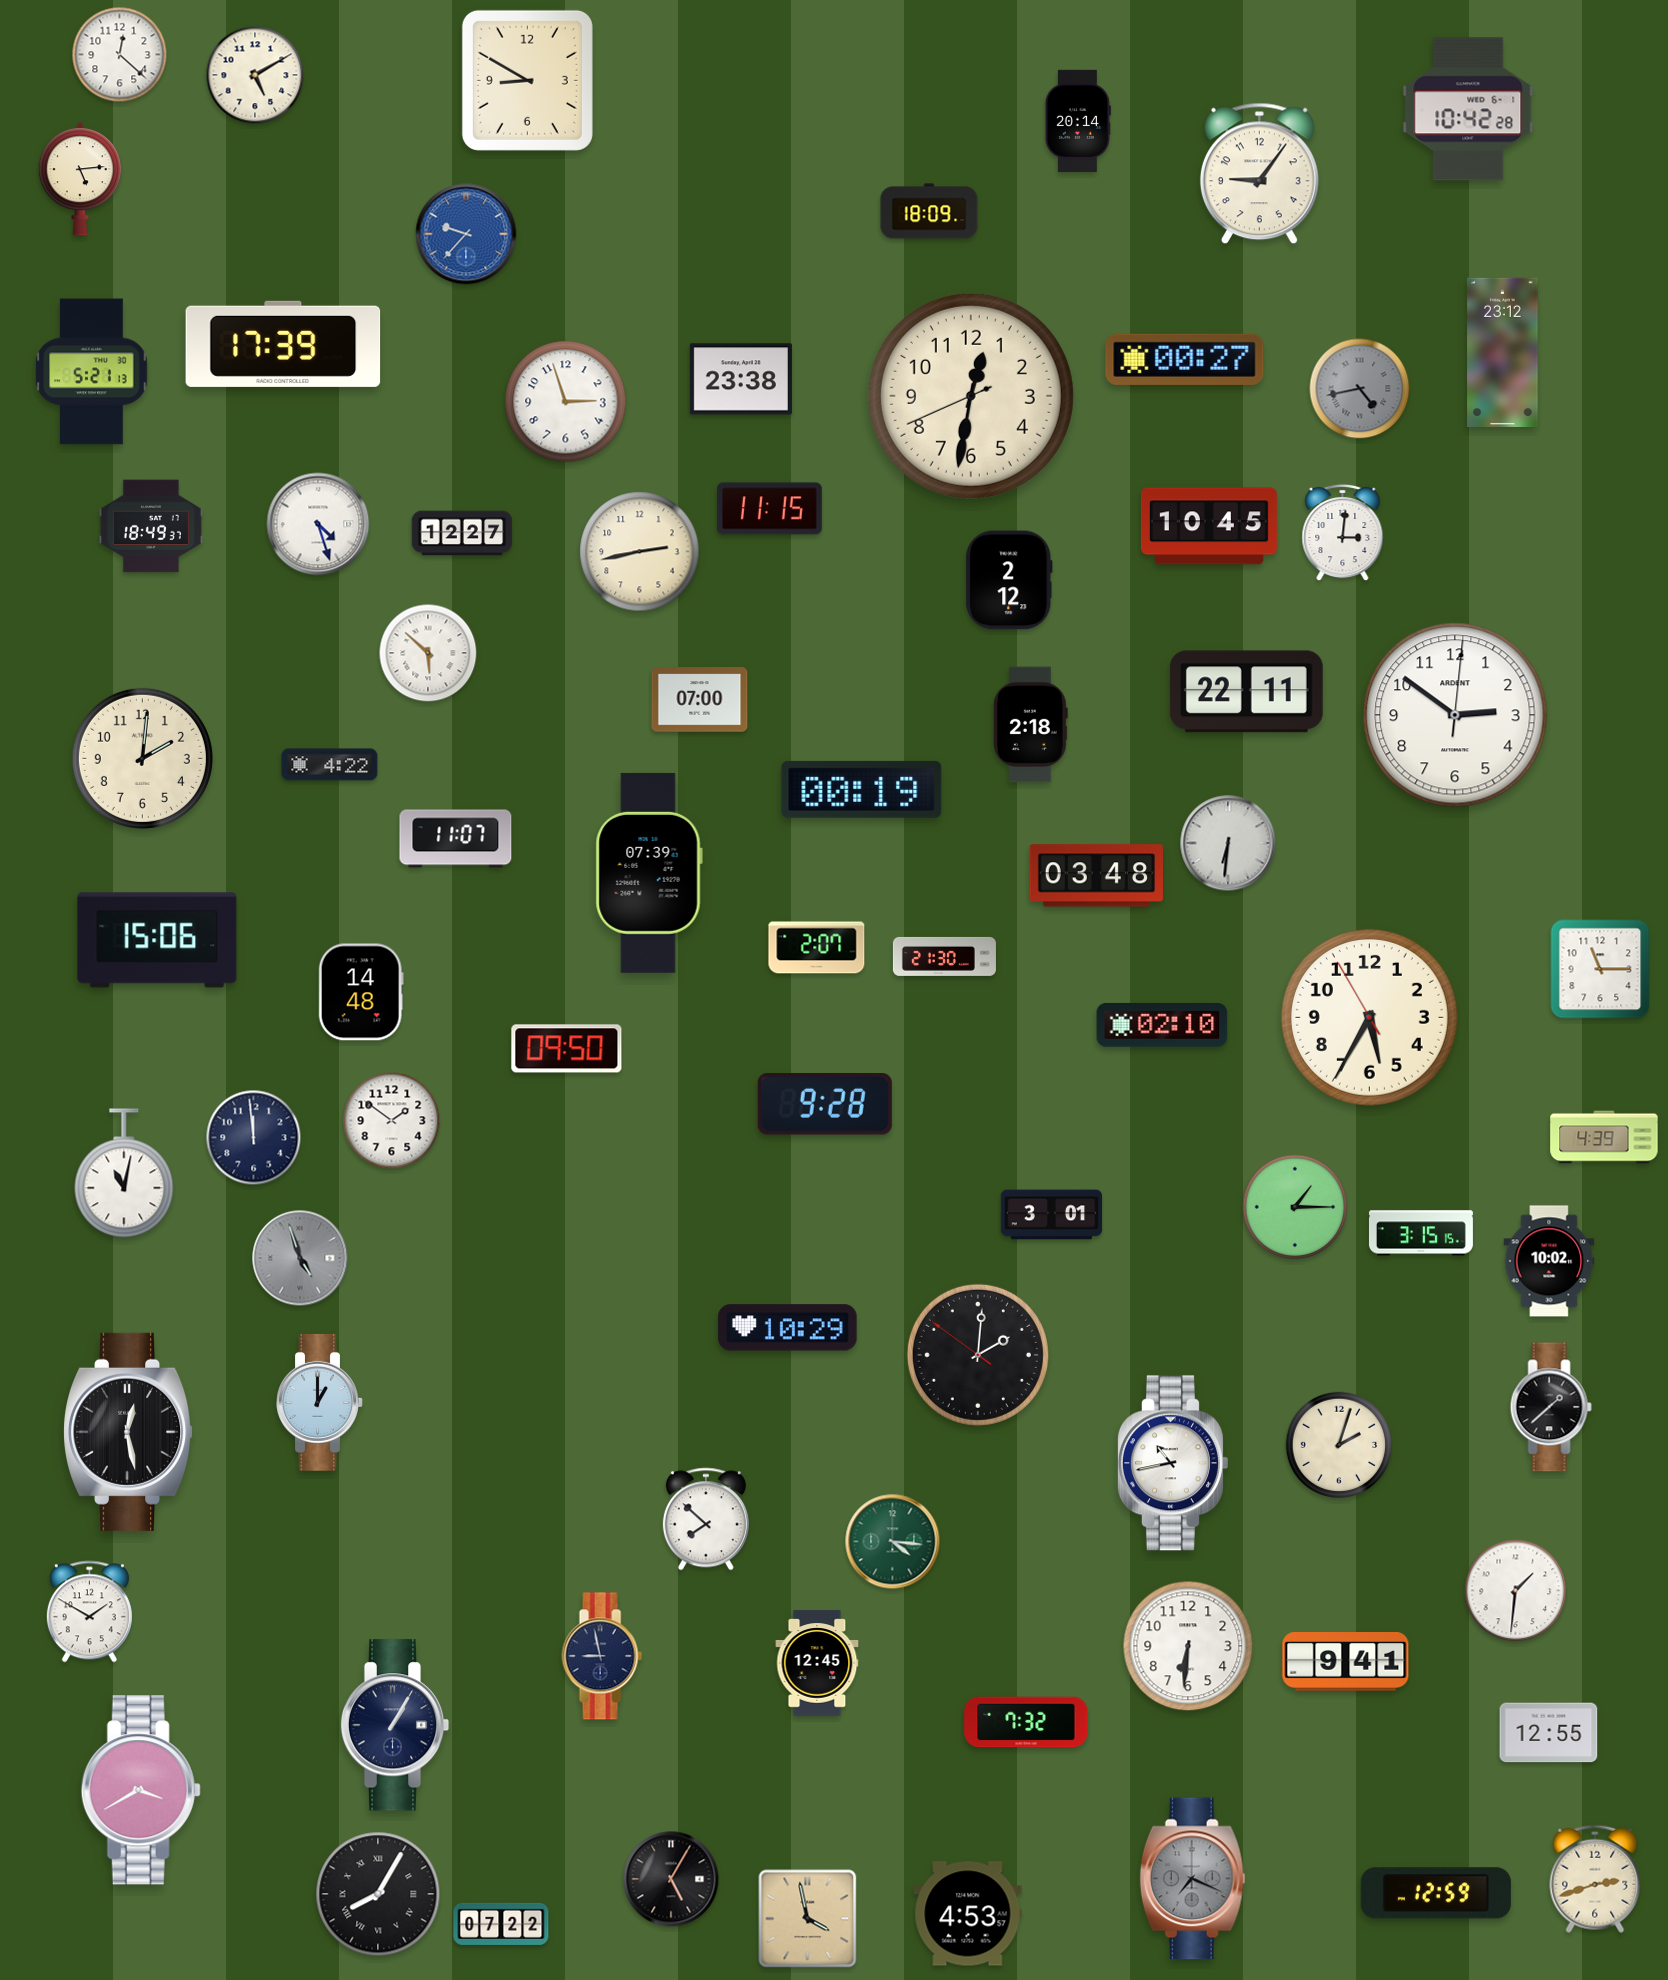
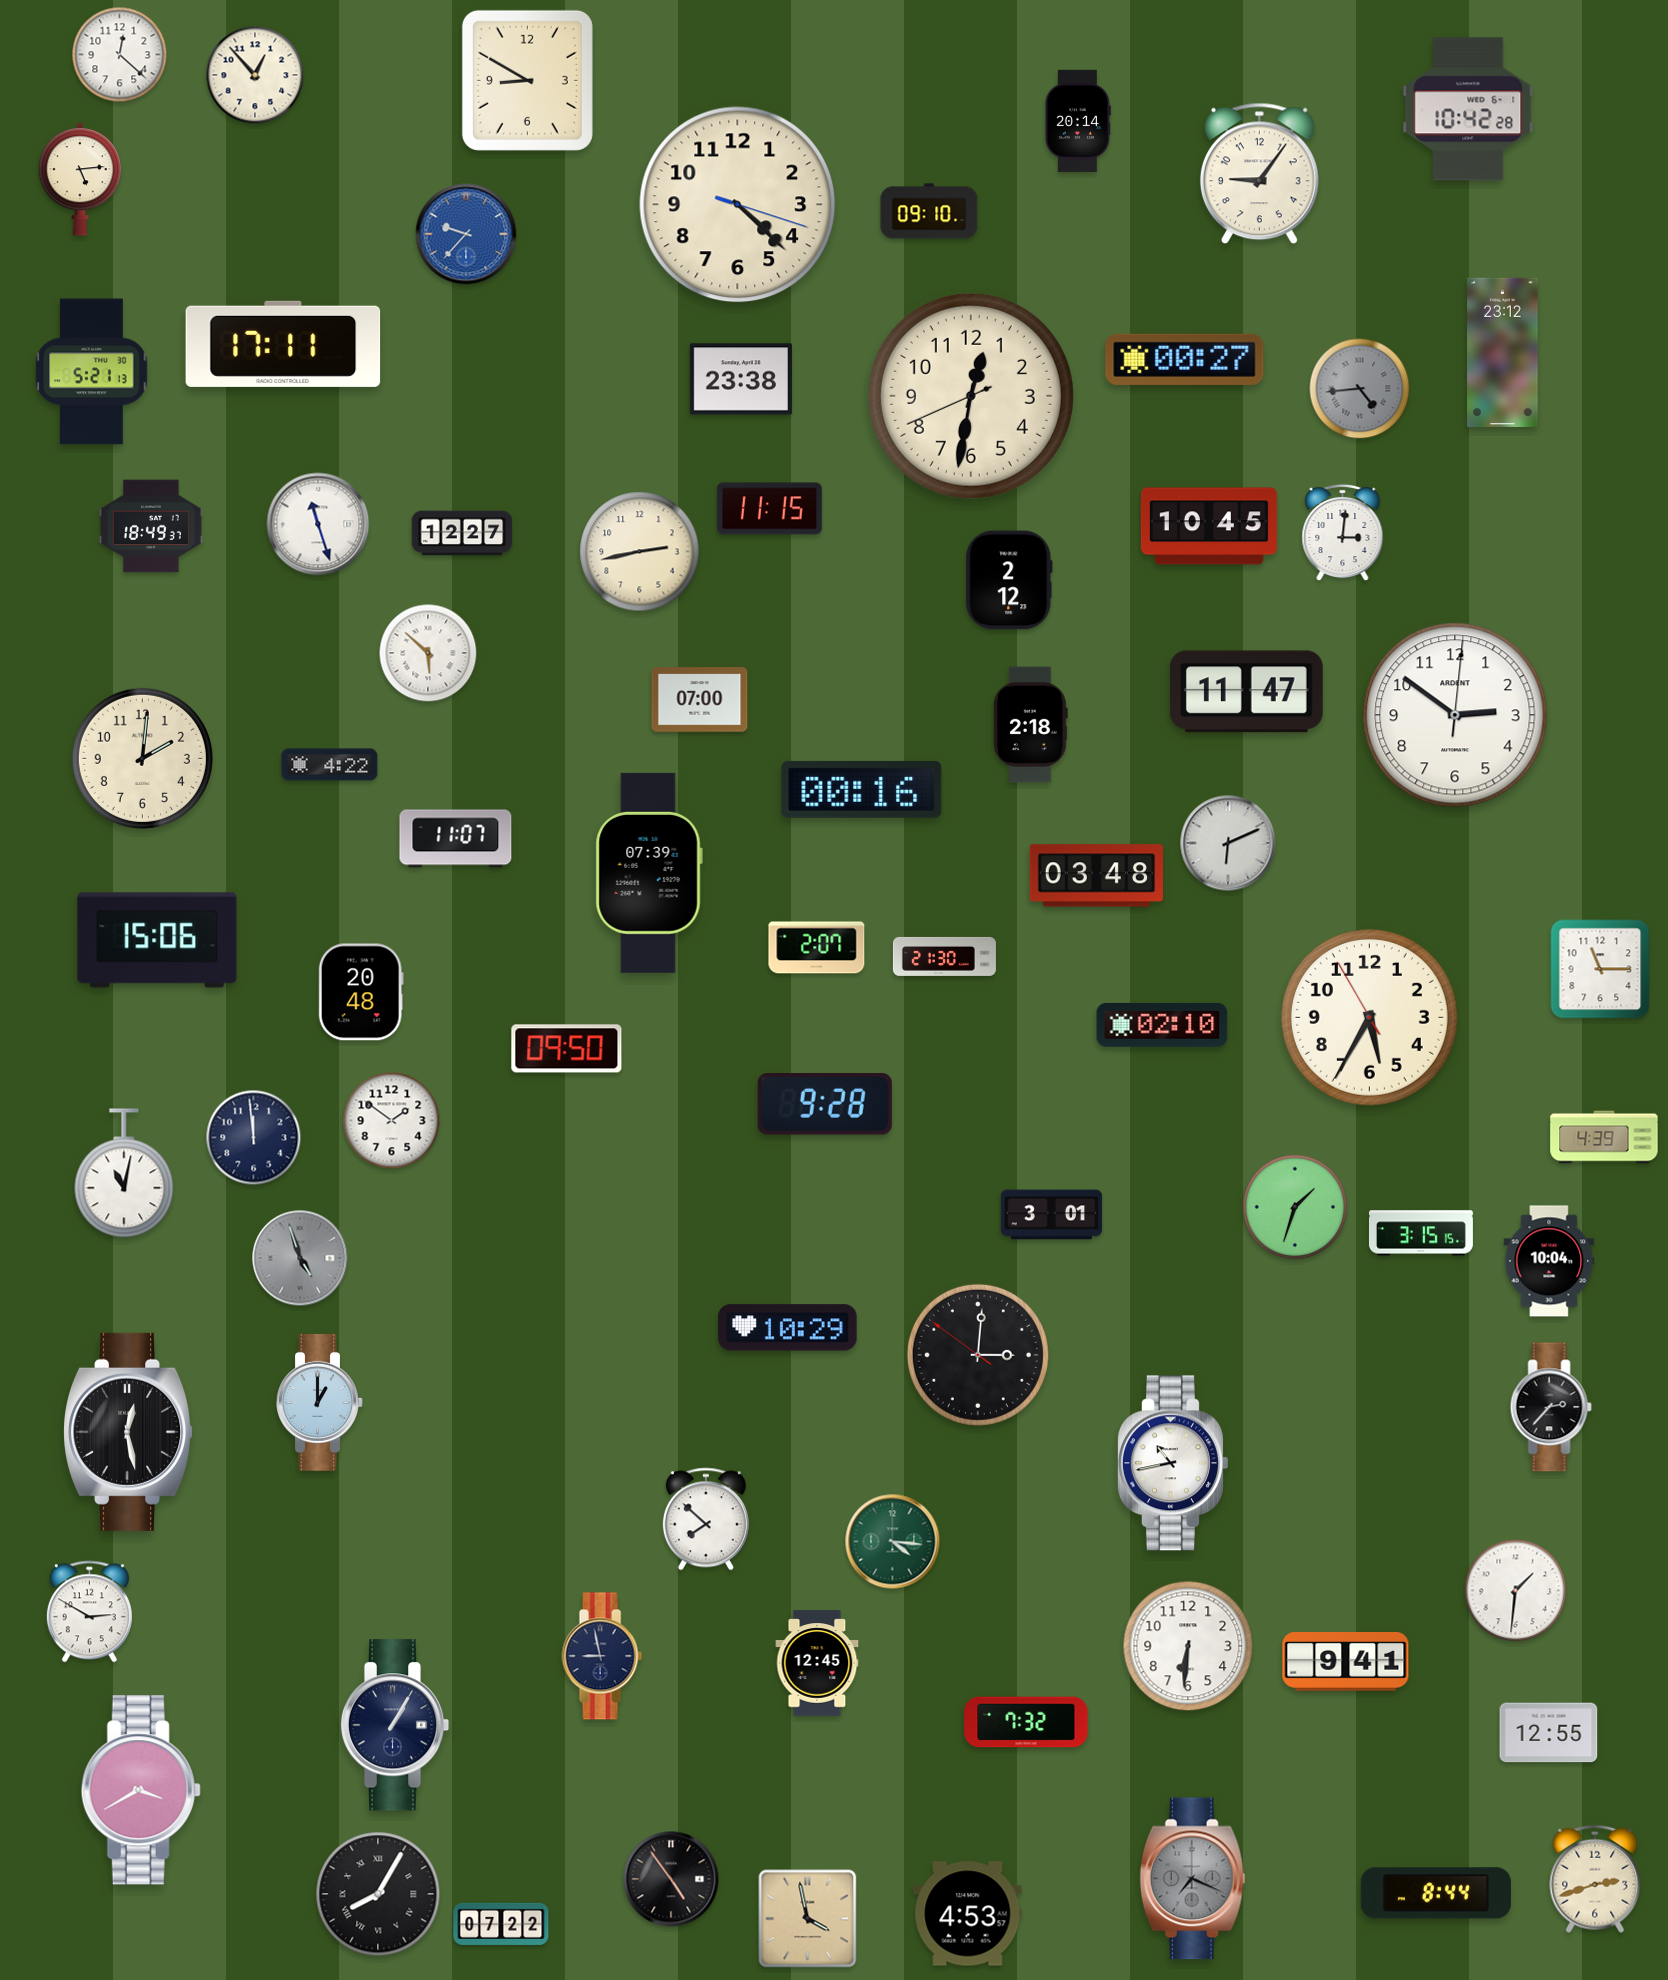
clock at (255, 75): 5:10 -> 12:53
clock at (738, 205): none -> 4:22
clock at (929, 211): 18:09 -> 09:10
clock at (283, 344): 17:39 -> 17:11
clock at (1360, 389): 4:43 -> 4:44
clock at (566, 402): 2:57 -> none
clock at (318, 524): 4:27 -> 11:27
clock at (1246, 692): 22:11 -> 11:47
clock at (862, 789): 00:19 -> 00:16
clock at (1228, 843): 6:31 -> 6:11
clock at (361, 992): 14:48 -> 20:48
clock at (1295, 1207): 1:15 -> 1:33
clock at (1549, 1261): 10:02 -> 10:04
clock at (978, 1355): 2:00 -> 3:00
clock at (1551, 1407): 1:38 -> 2:37
clock at (1339, 1445): 2:03 -> none
clock at (89, 1612): 1:50 -> 2:50
clock at (671, 1879): 5:05 -> 4:54
clock at (1436, 1893): 12:59 -> 8:44
